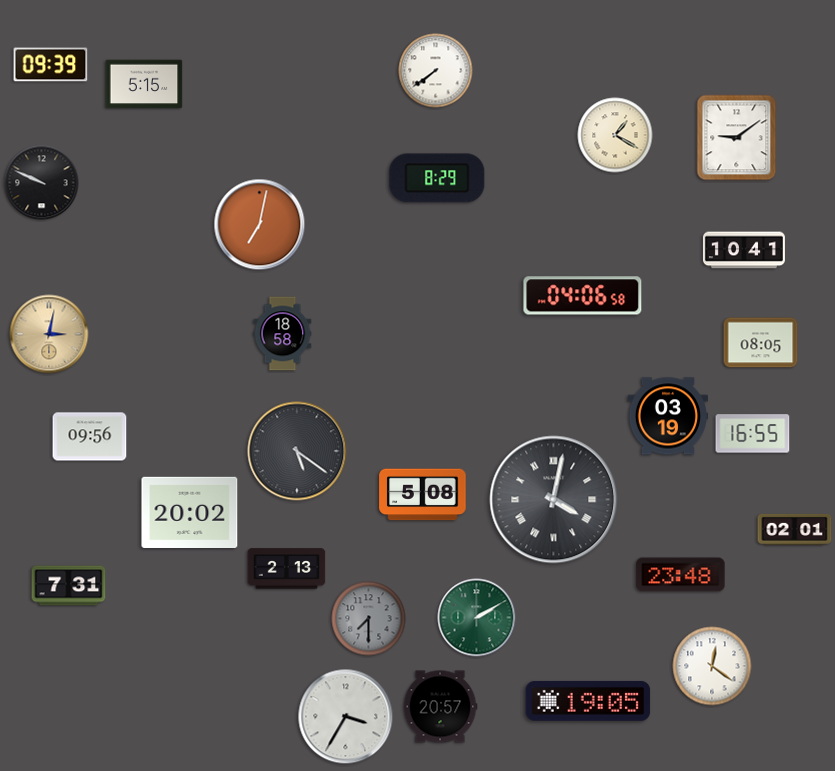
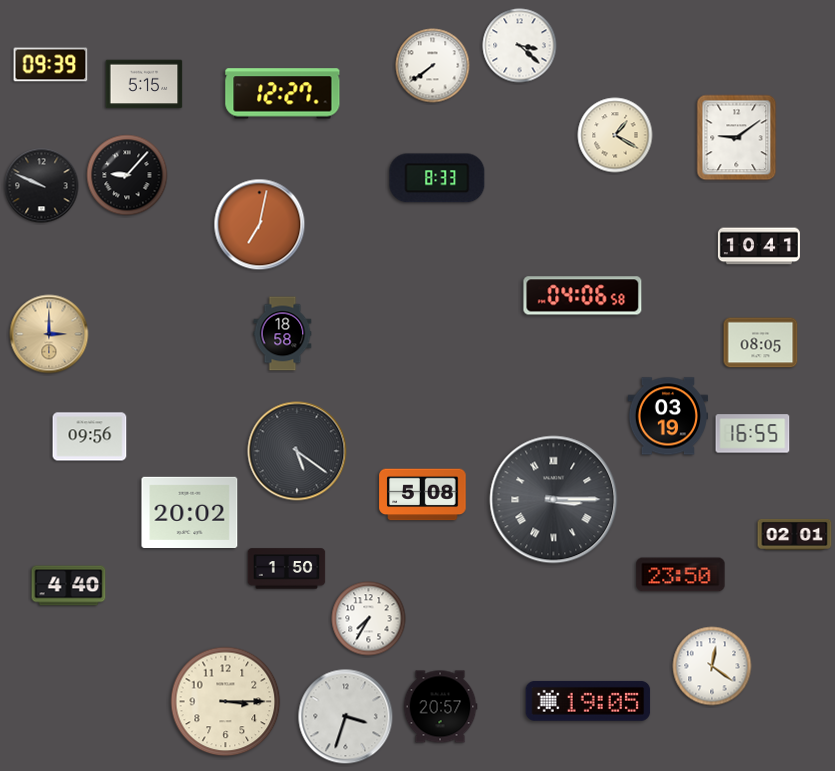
clock at (520, 46): none -> 3:22
clock at (436, 71) position: (436, 71) -> (433, 66)
clock at (283, 94): none -> 12:27
clock at (127, 175): none -> 9:07
clock at (437, 178): 8:29 -> 8:33
clock at (42, 183) position: (42, 183) -> (42, 186)
clock at (744, 250) position: (744, 250) -> (759, 246)
clock at (49, 334): 3:02 -> 3:00
clock at (554, 500): 4:02 -> 3:15
clock at (795, 529) position: (795, 529) -> (795, 534)
clock at (287, 569): 2:13 -> 1:50
clock at (681, 575): 23:48 -> 23:50
clock at (69, 586): 7:31 -> 4:40
clock at (477, 618): 2:10 -> none
clock at (369, 619): 7:30 -> 7:35
clock at (369, 619) dial: grey -> white
clock at (226, 702): none -> 3:15
clock at (346, 717): 3:35 -> 3:33
